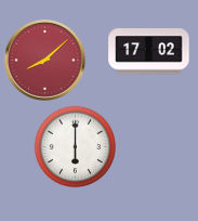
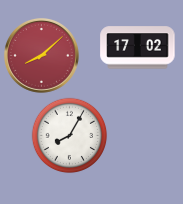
clock at (76, 147): 6:00 -> 8:05
